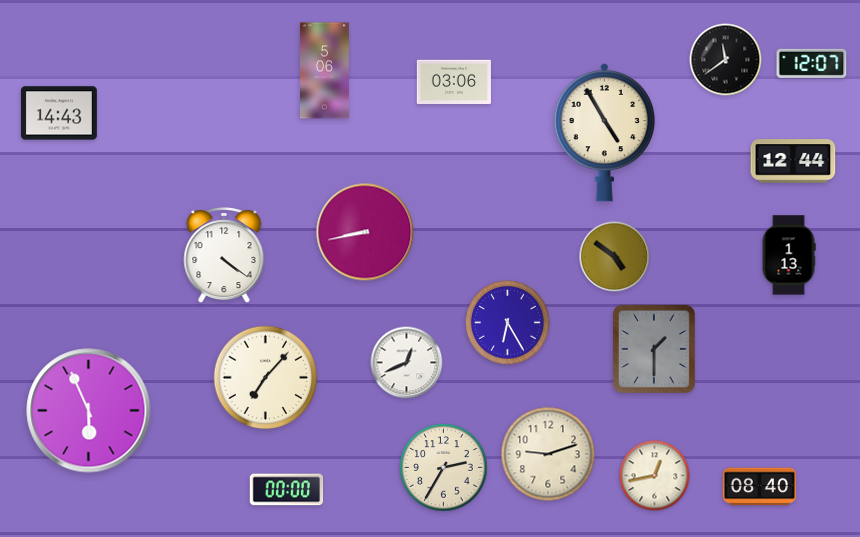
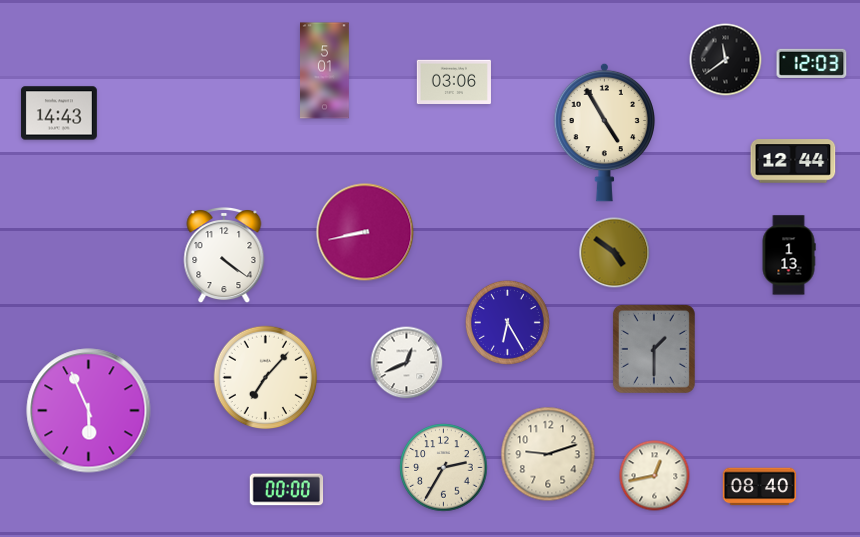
clock at (812, 63): 12:07 -> 12:03
clock at (325, 71): 5:06 -> 5:01
clock at (615, 257) position: (615, 257) -> (615, 253)
